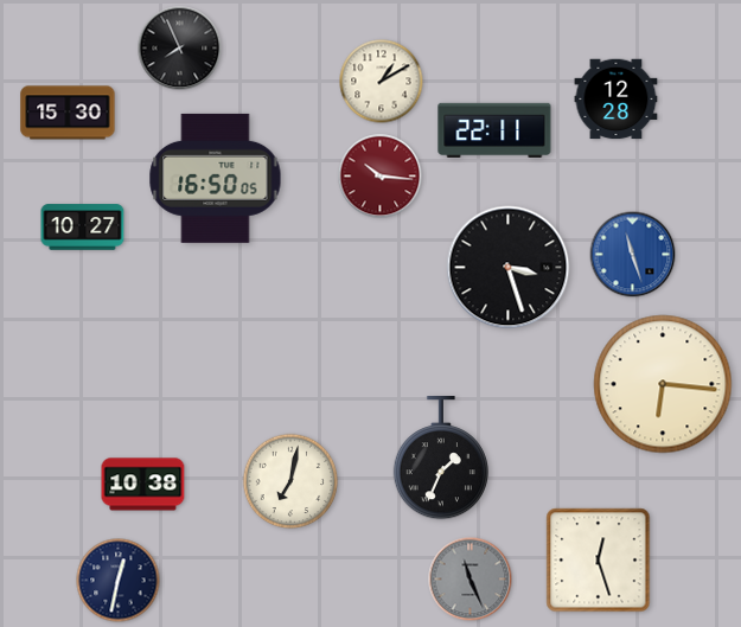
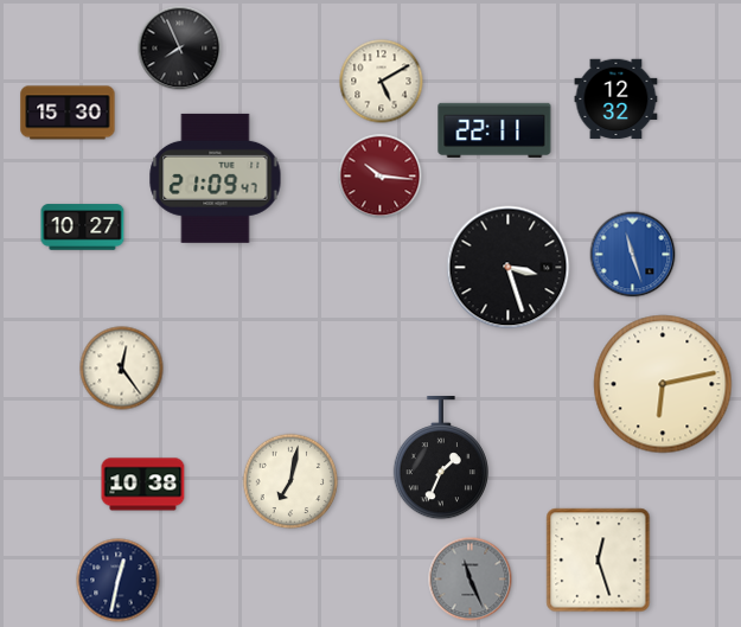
clock at (382, 82): 1:10 -> 5:10
clock at (617, 100): 12:28 -> 12:32
clock at (216, 178): 16:50 -> 21:09
clock at (122, 369): none -> 12:24
clock at (663, 384): 6:16 -> 6:13
